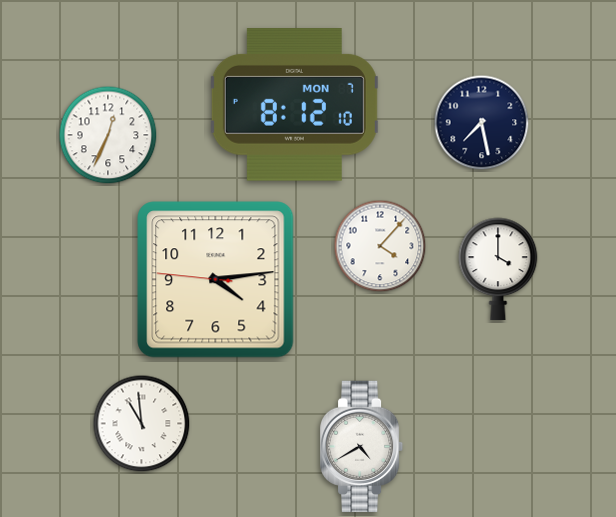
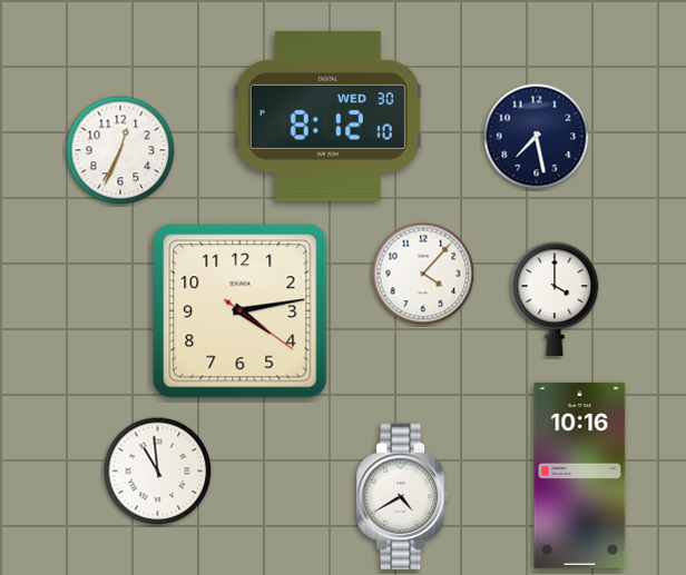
clock at (294, 105) date: MON 7 -> WED 30
clock at (216, 280): 4:13:46 -> 4:13:21
clock at (580, 475): none -> 10:16
